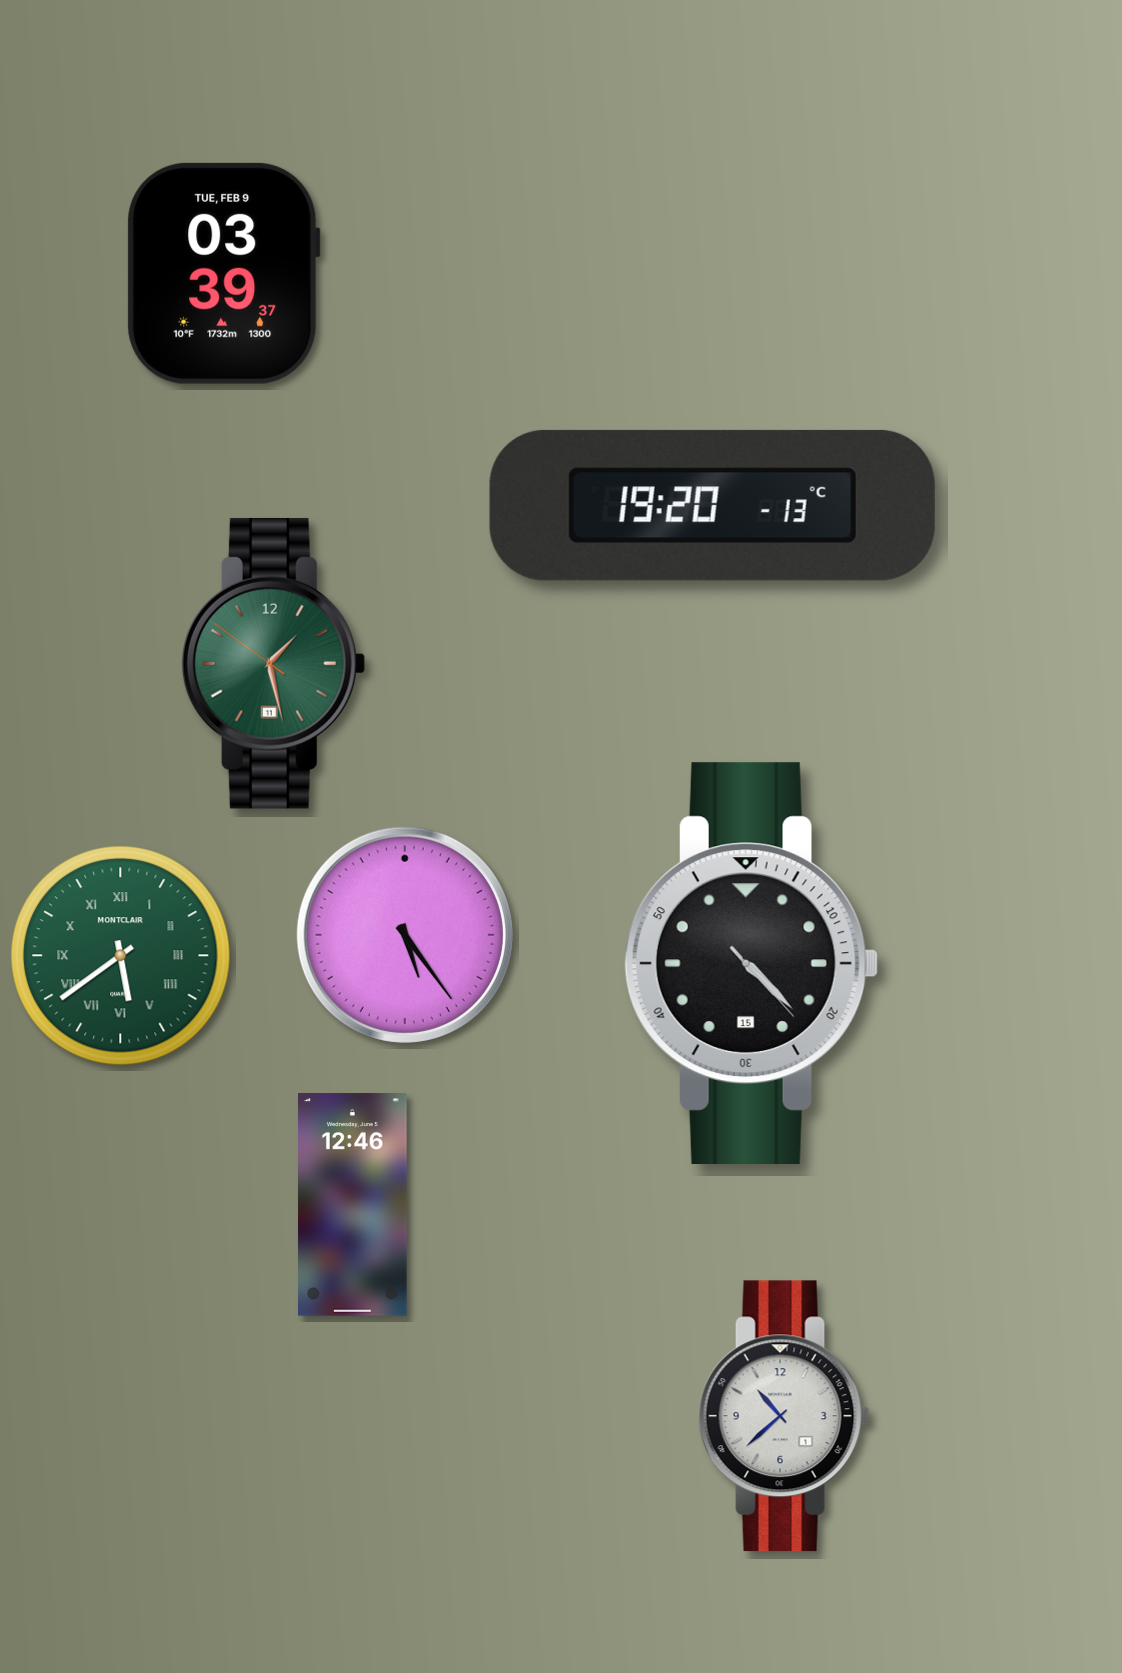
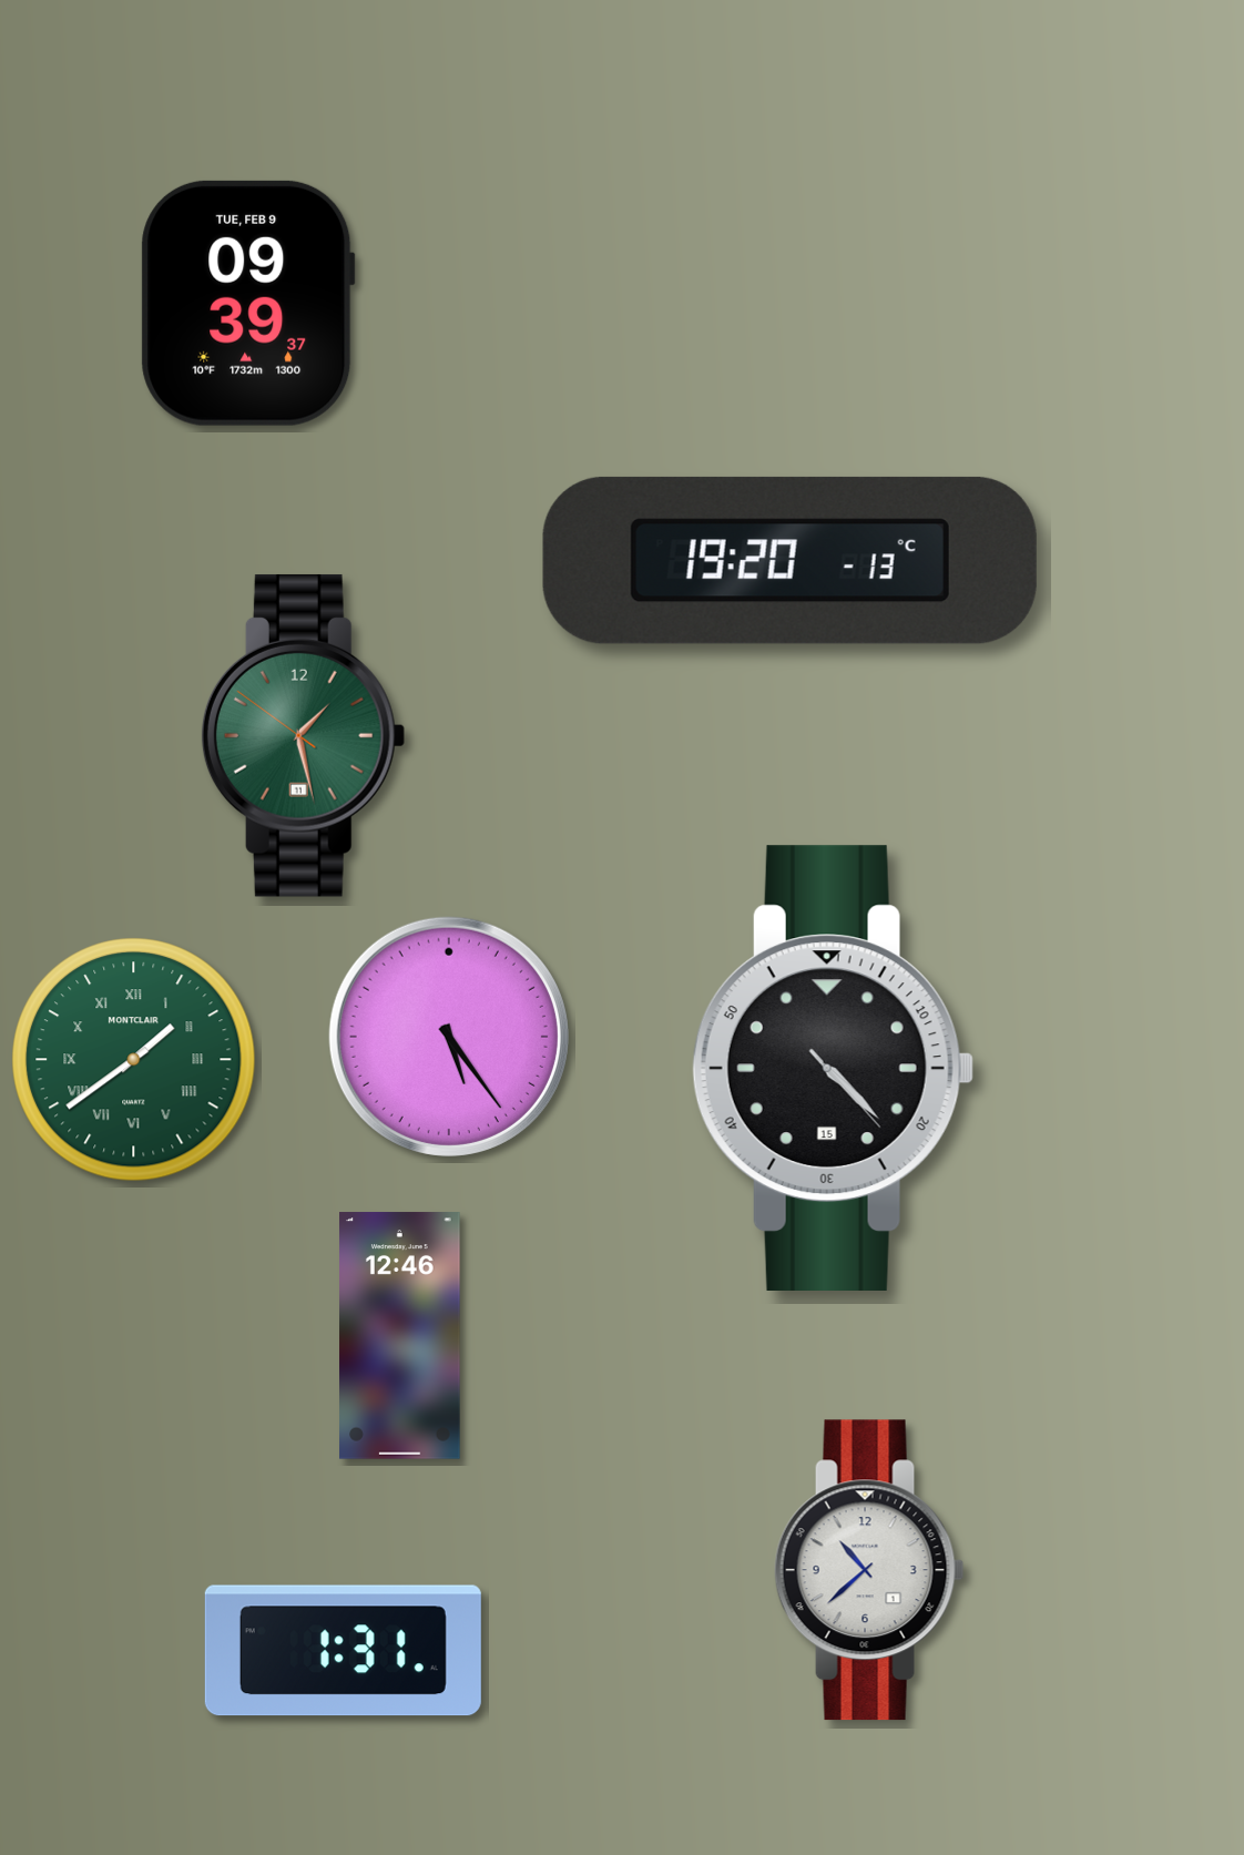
clock at (224, 273): 03:39 -> 09:39
clock at (121, 956): 5:39 -> 1:39
clock at (353, 1205) position: (353, 1205) -> (400, 1336)
clock at (343, 1651): none -> 1:31
